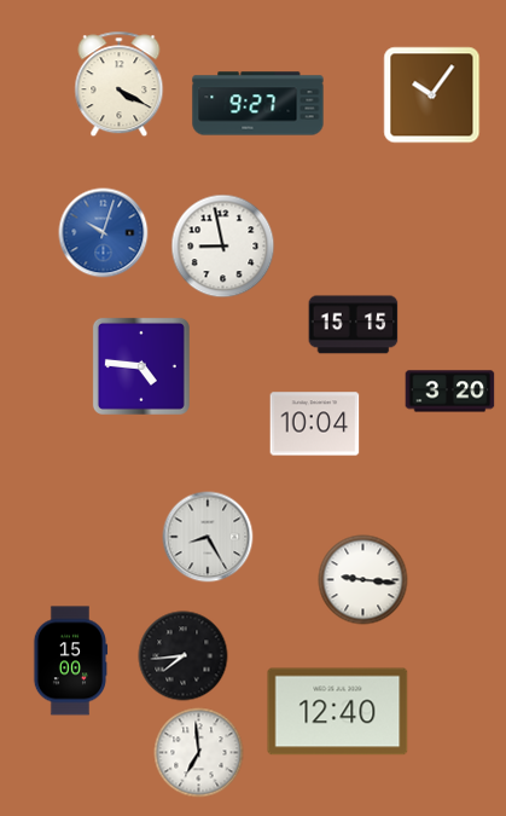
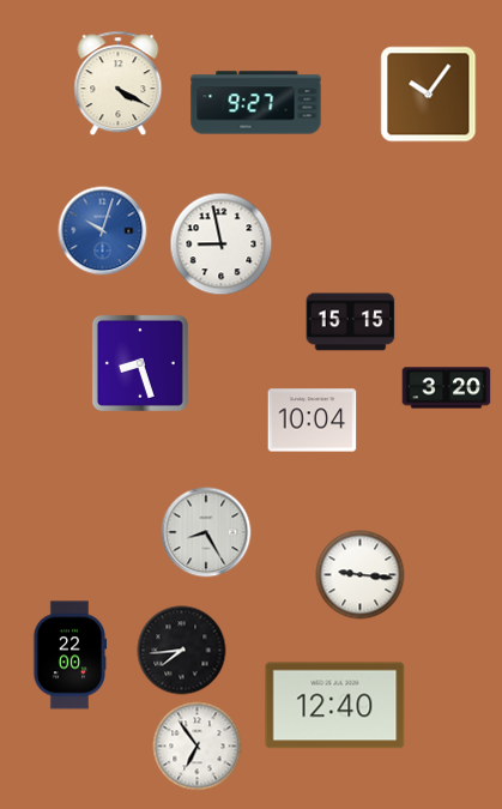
clock at (141, 366): 4:46 -> 8:27
clock at (70, 661): 15:00 -> 22:00
clock at (199, 753): 6:59 -> 6:54
